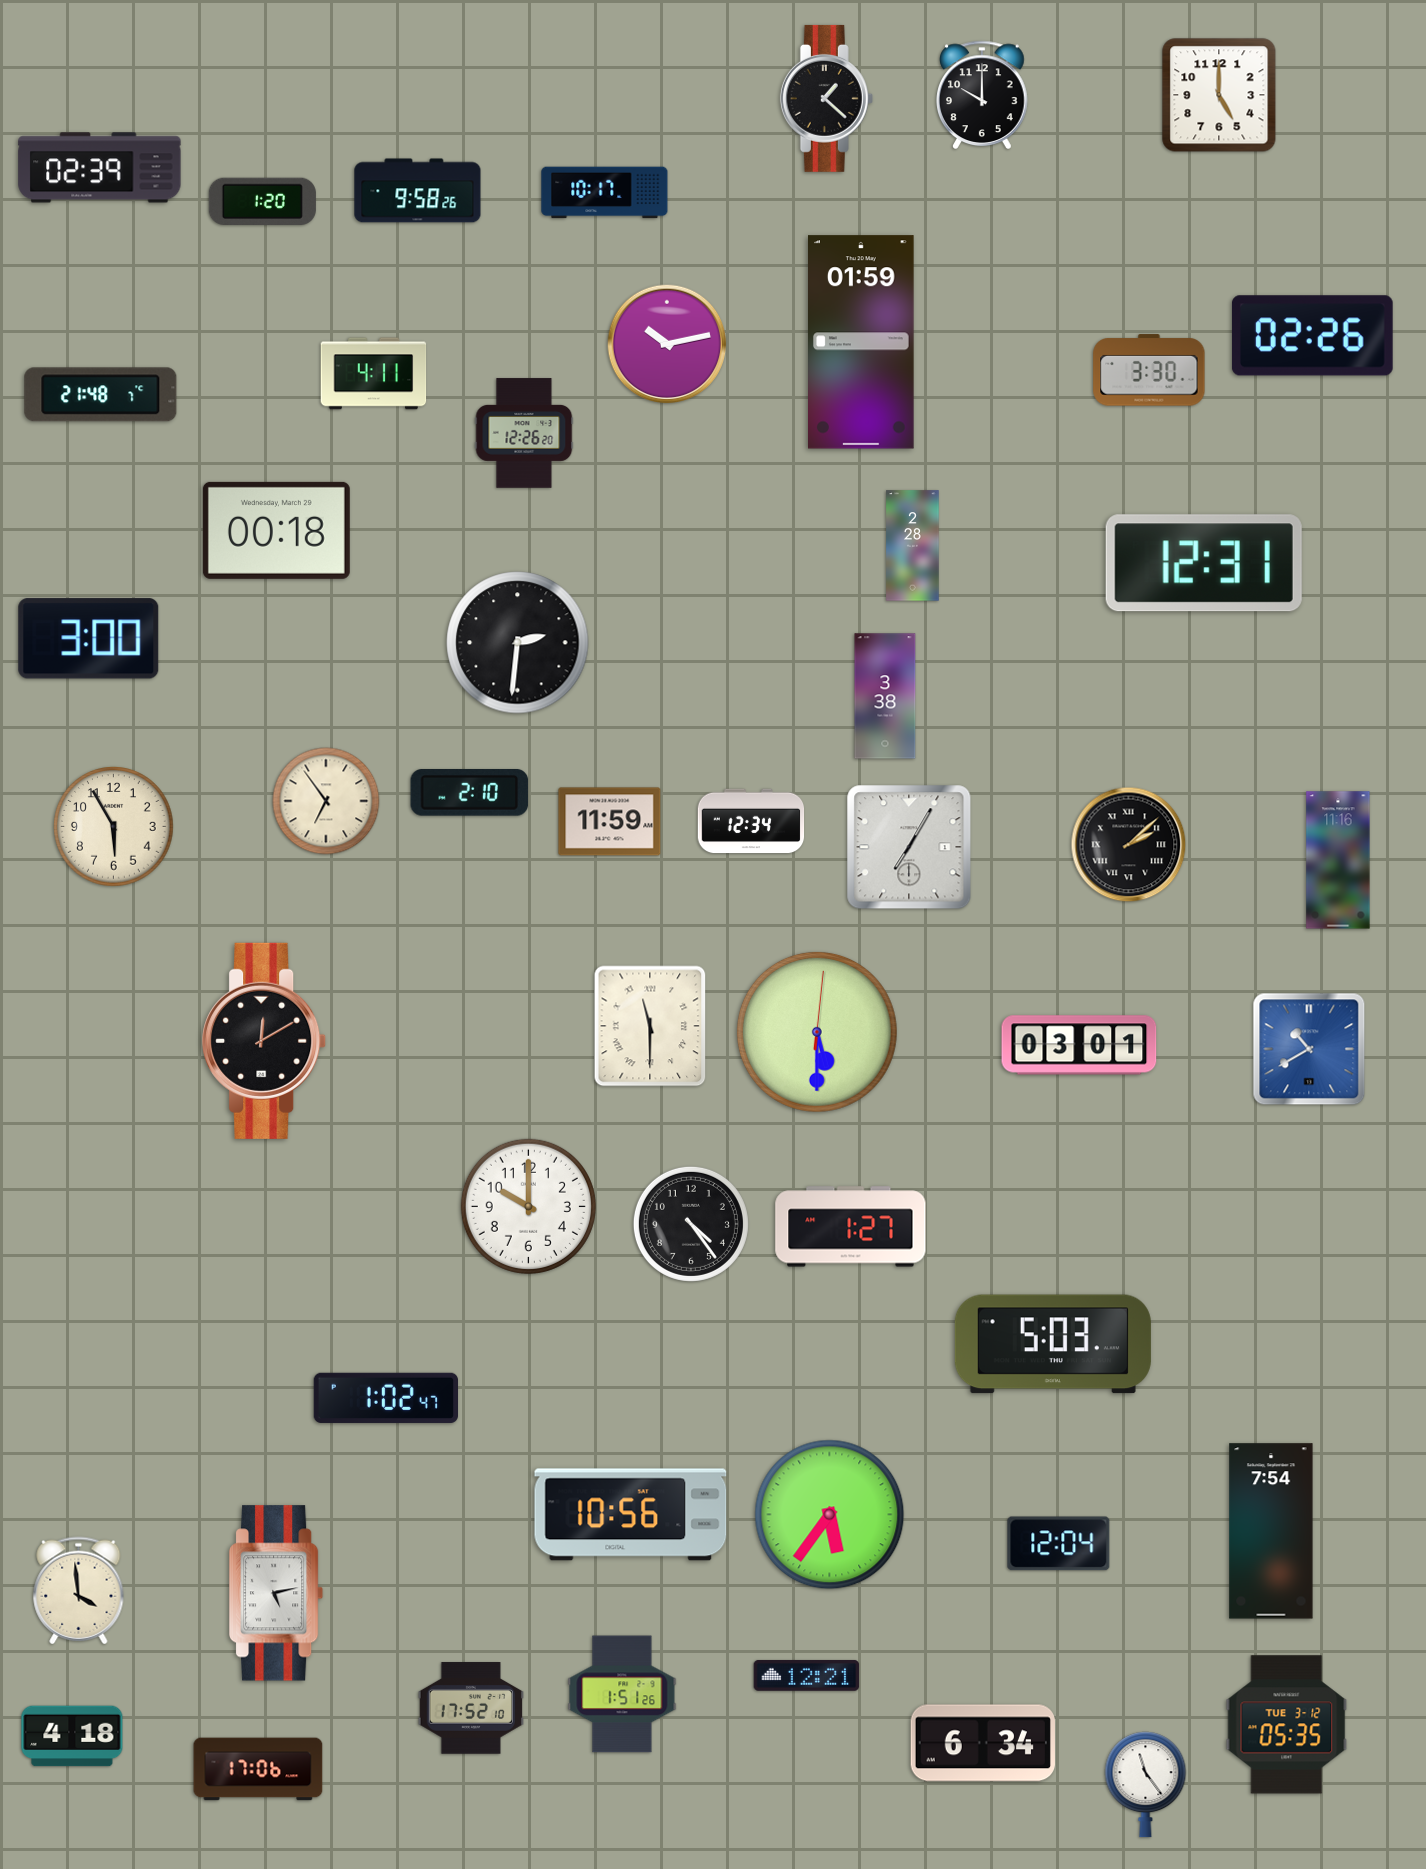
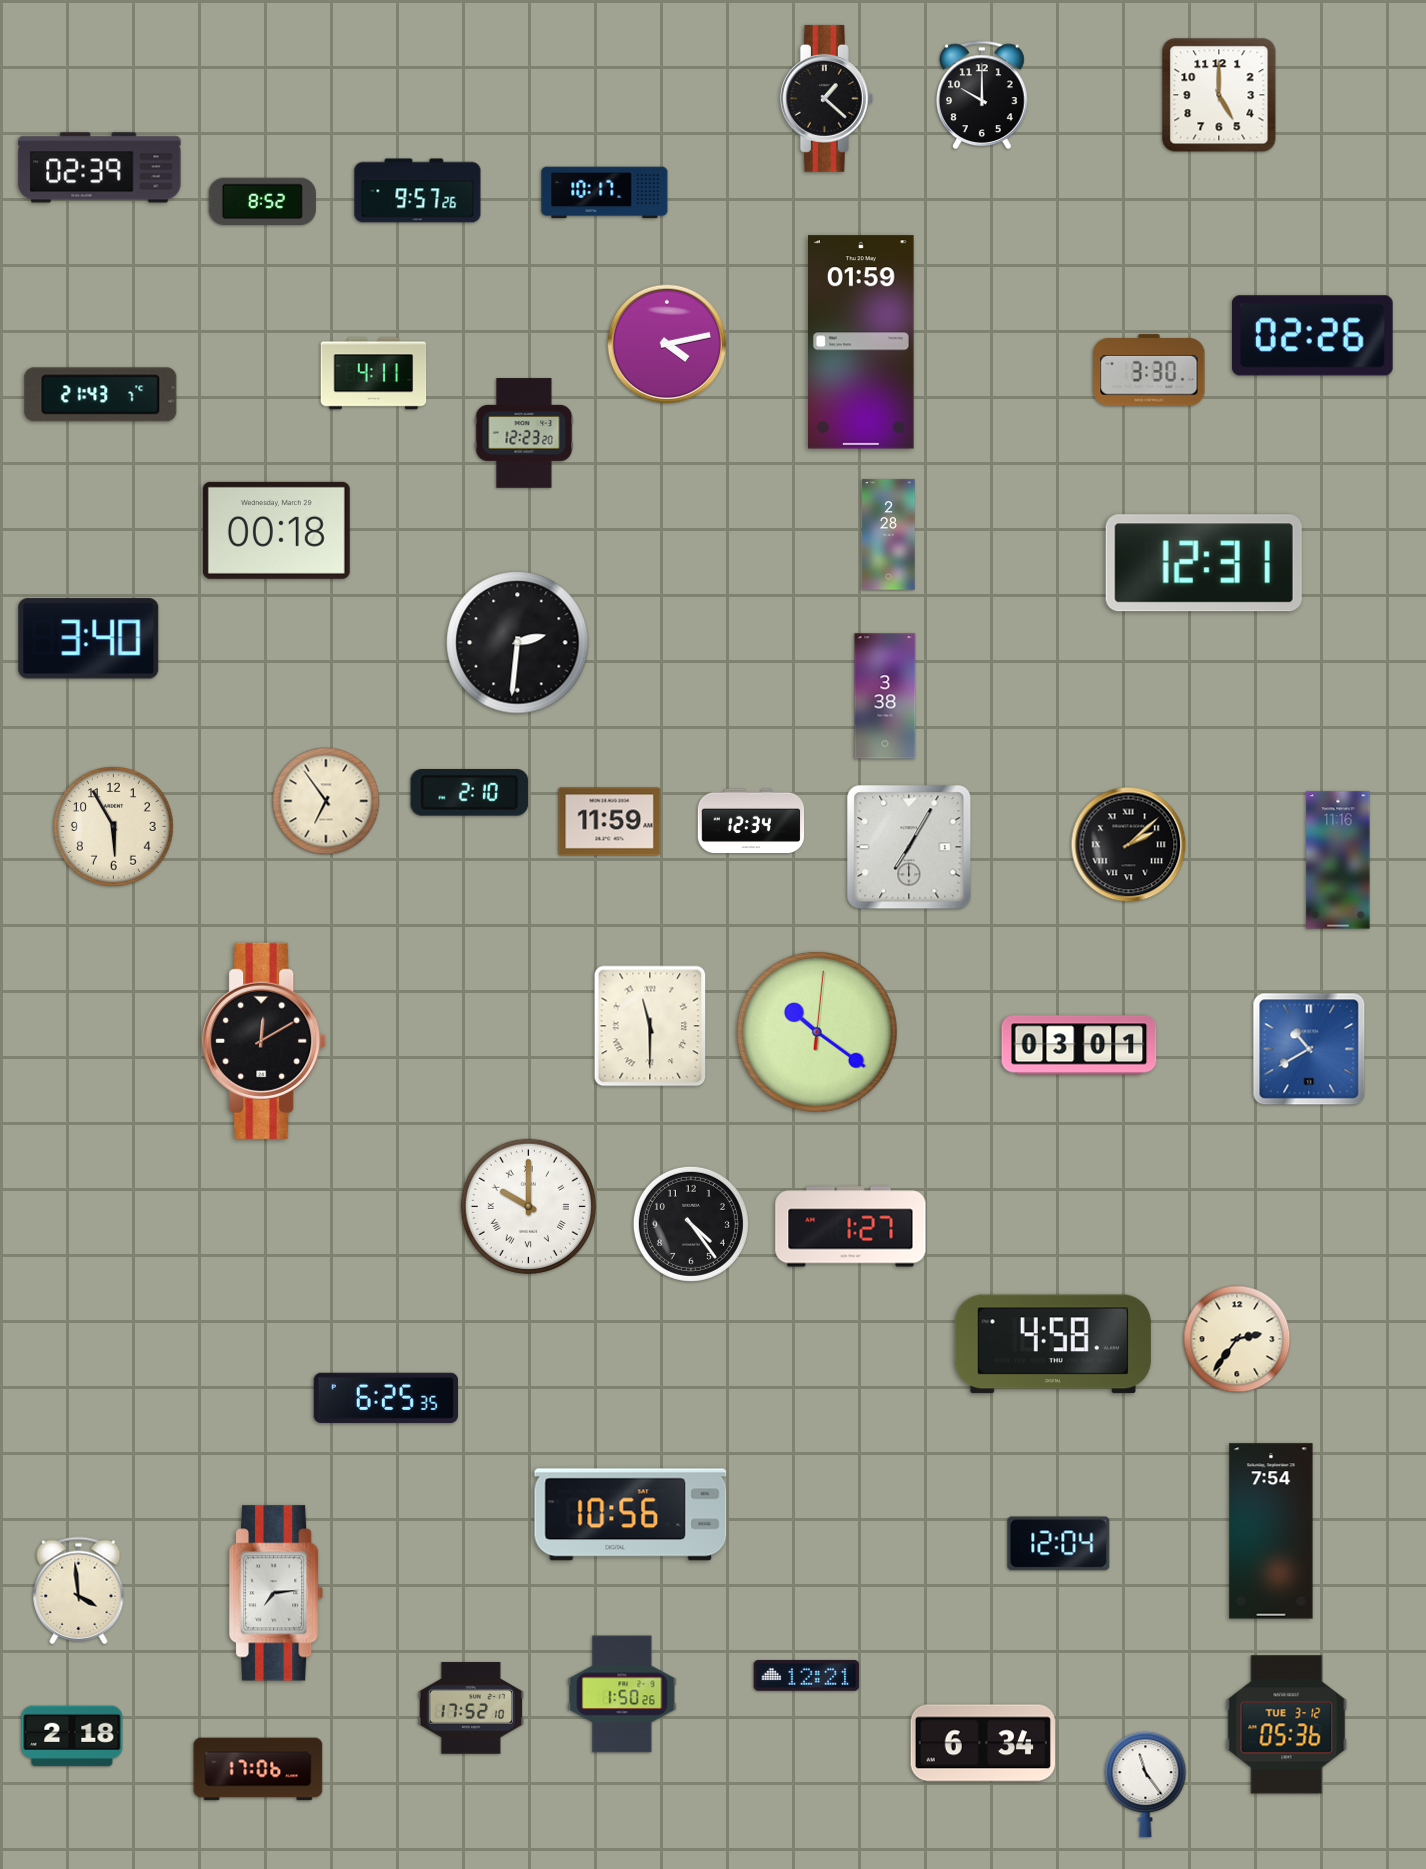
clock at (418, 191): 9:58 -> 9:57
clock at (262, 201): 1:20 -> 8:52
clock at (667, 344): 10:13 -> 4:13
clock at (101, 395): 21:48 -> 21:43
clock at (524, 433): 12:26 -> 12:23
clock at (913, 546) position: (913, 546) -> (889, 535)
clock at (89, 639): 3:00 -> 3:40
clock at (817, 1032): 5:30 -> 10:21
clock at (528, 1206) numerals: Arabic -> Roman
clock at (1237, 1339): none -> 2:36
clock at (1053, 1344): 5:03 -> 4:58
clock at (385, 1398): 1:02 -> 6:25
clock at (830, 1515): 5:36 -> none
clock at (277, 1593): 5:13 -> 7:14
clock at (622, 1694): 1:51 -> 1:50
clock at (1287, 1725): 05:35 -> 05:36
clock at (72, 1736): 4:18 -> 2:18
